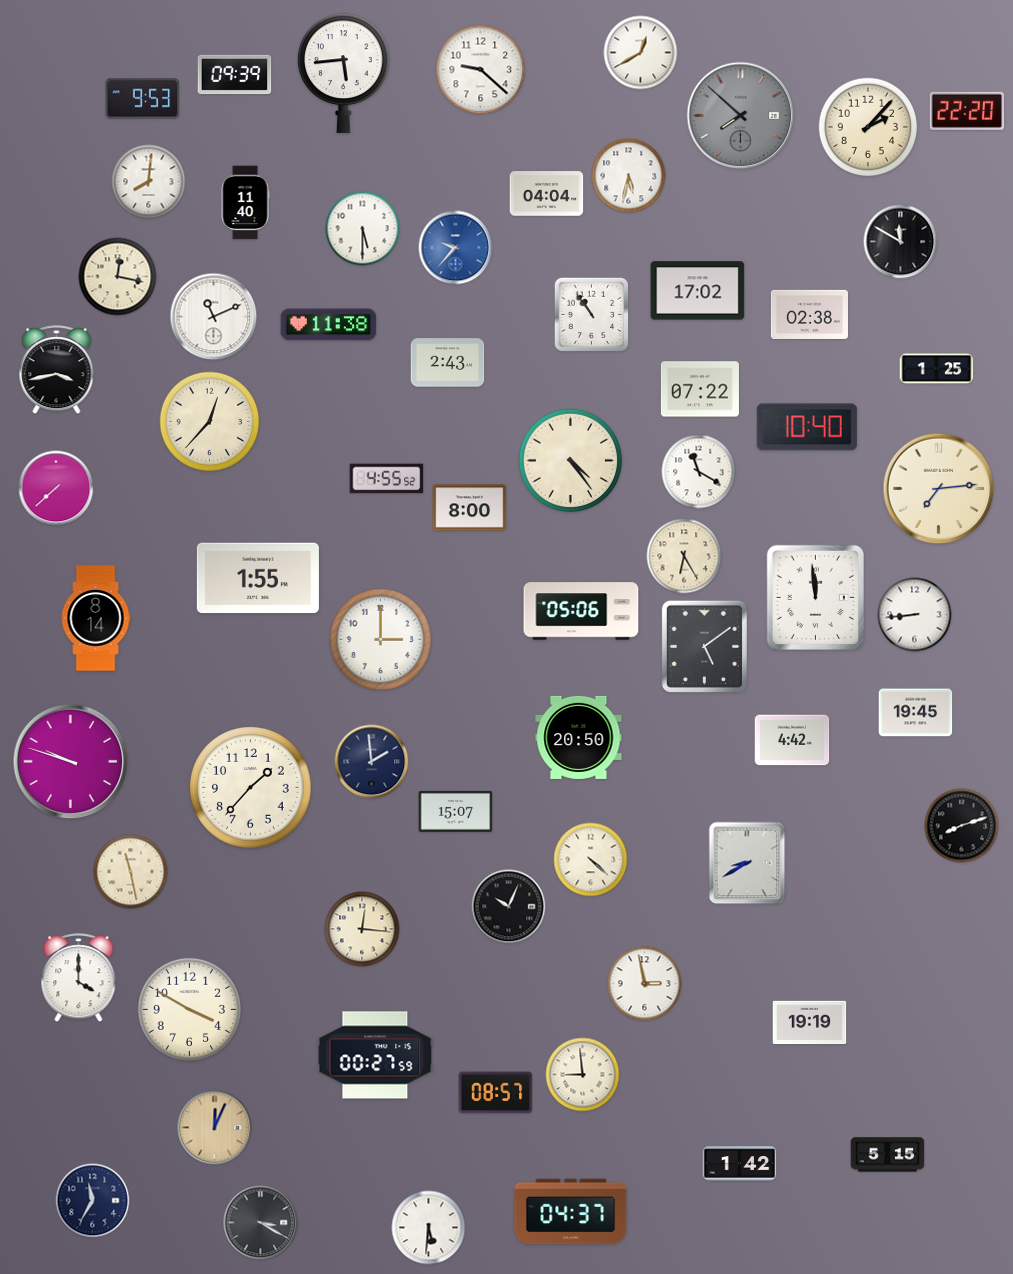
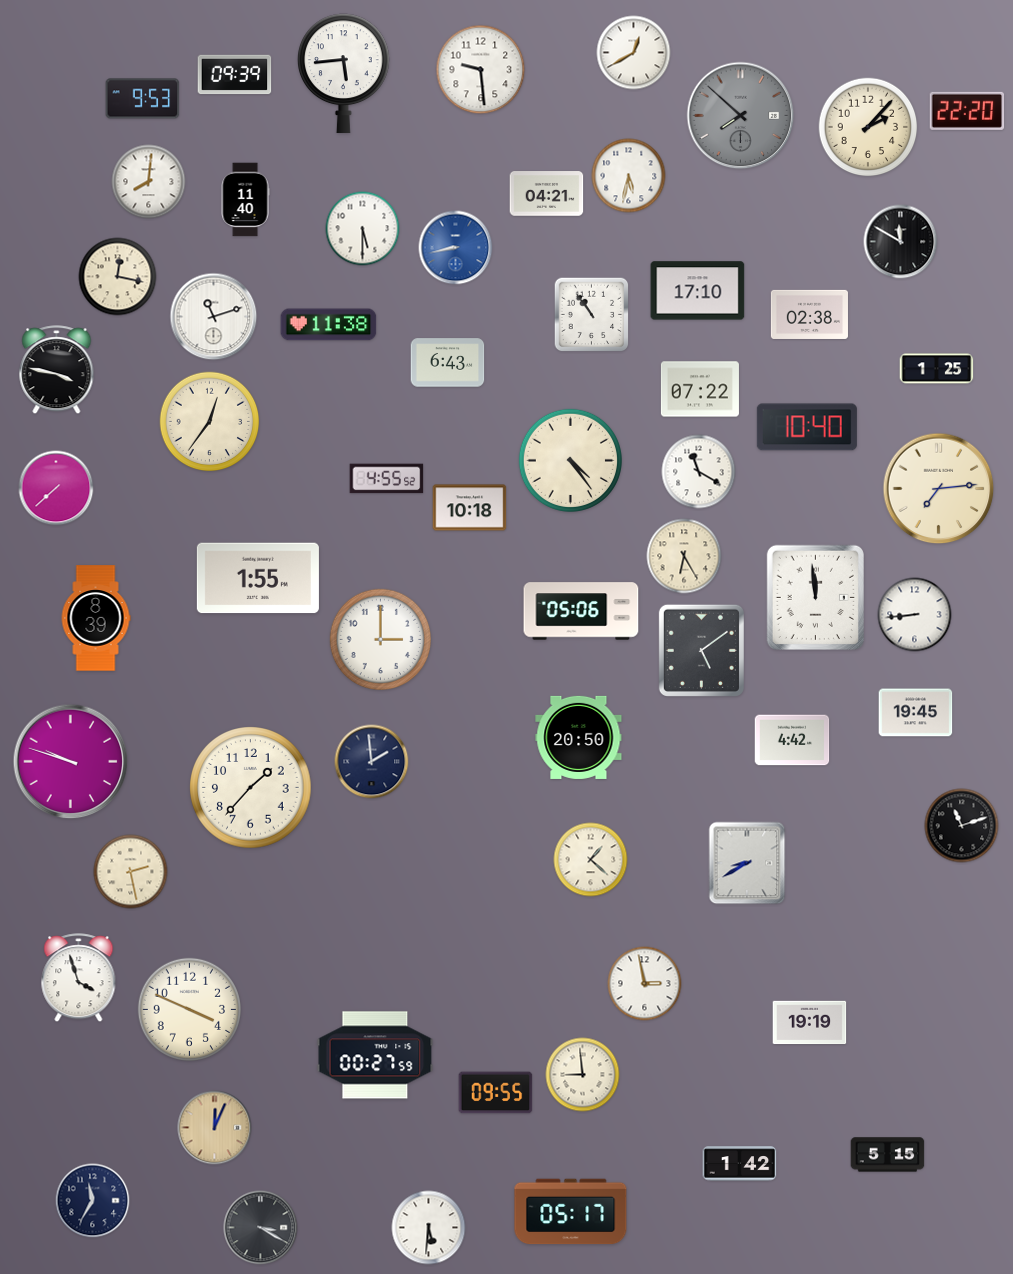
clock at (641, 53) position: (641, 53) -> (634, 53)
clock at (481, 70): 9:22 -> 9:29
clock at (547, 194): 04:04 -> 04:21
clock at (245, 203) position: (245, 203) -> (245, 200)
clock at (456, 248): 9:37 -> 8:43
clock at (698, 291): 17:02 -> 17:10
clock at (214, 317): 11:11 -> 11:12
clock at (448, 363): 2:43 -> 6:43
clock at (57, 370): 3:43 -> 3:47
clock at (210, 422): 12:37 -> 12:36
clock at (470, 508): 8:00 -> 10:18
clock at (96, 618): 8:14 -> 8:39
clock at (704, 646) position: (704, 646) -> (701, 650)
clock at (456, 811): 15:07 -> none
clock at (962, 826): 8:12 -> 11:12
clock at (591, 860): 4:22 -> 1:22
clock at (131, 872): 11:28 -> 2:28
clock at (509, 907): 10:04 -> none
clock at (362, 929): 12:16 -> none
clock at (79, 978): 4:00 -> 3:57
clock at (189, 1009): 3:50 -> 3:49
clock at (496, 1093): 08:57 -> 09:55
clock at (571, 1212): 04:37 -> 05:17
clock at (261, 1223) position: (261, 1223) -> (261, 1228)
